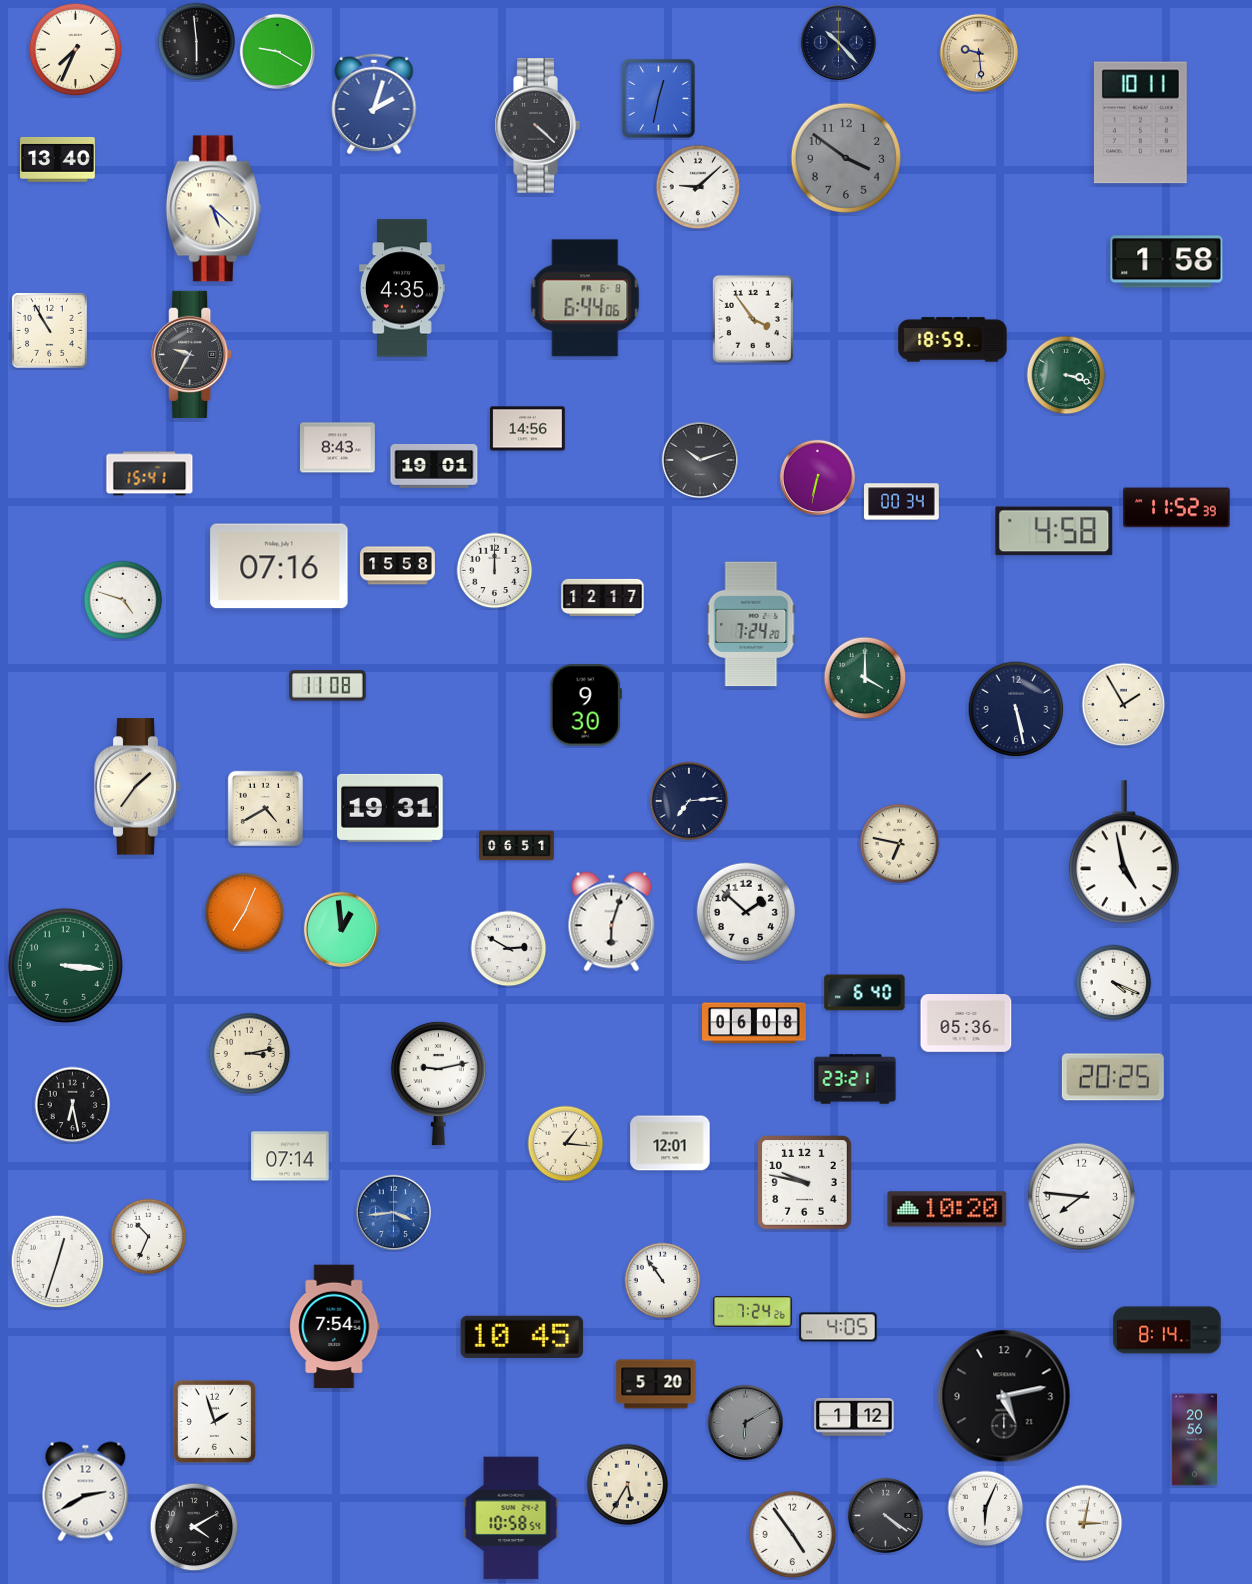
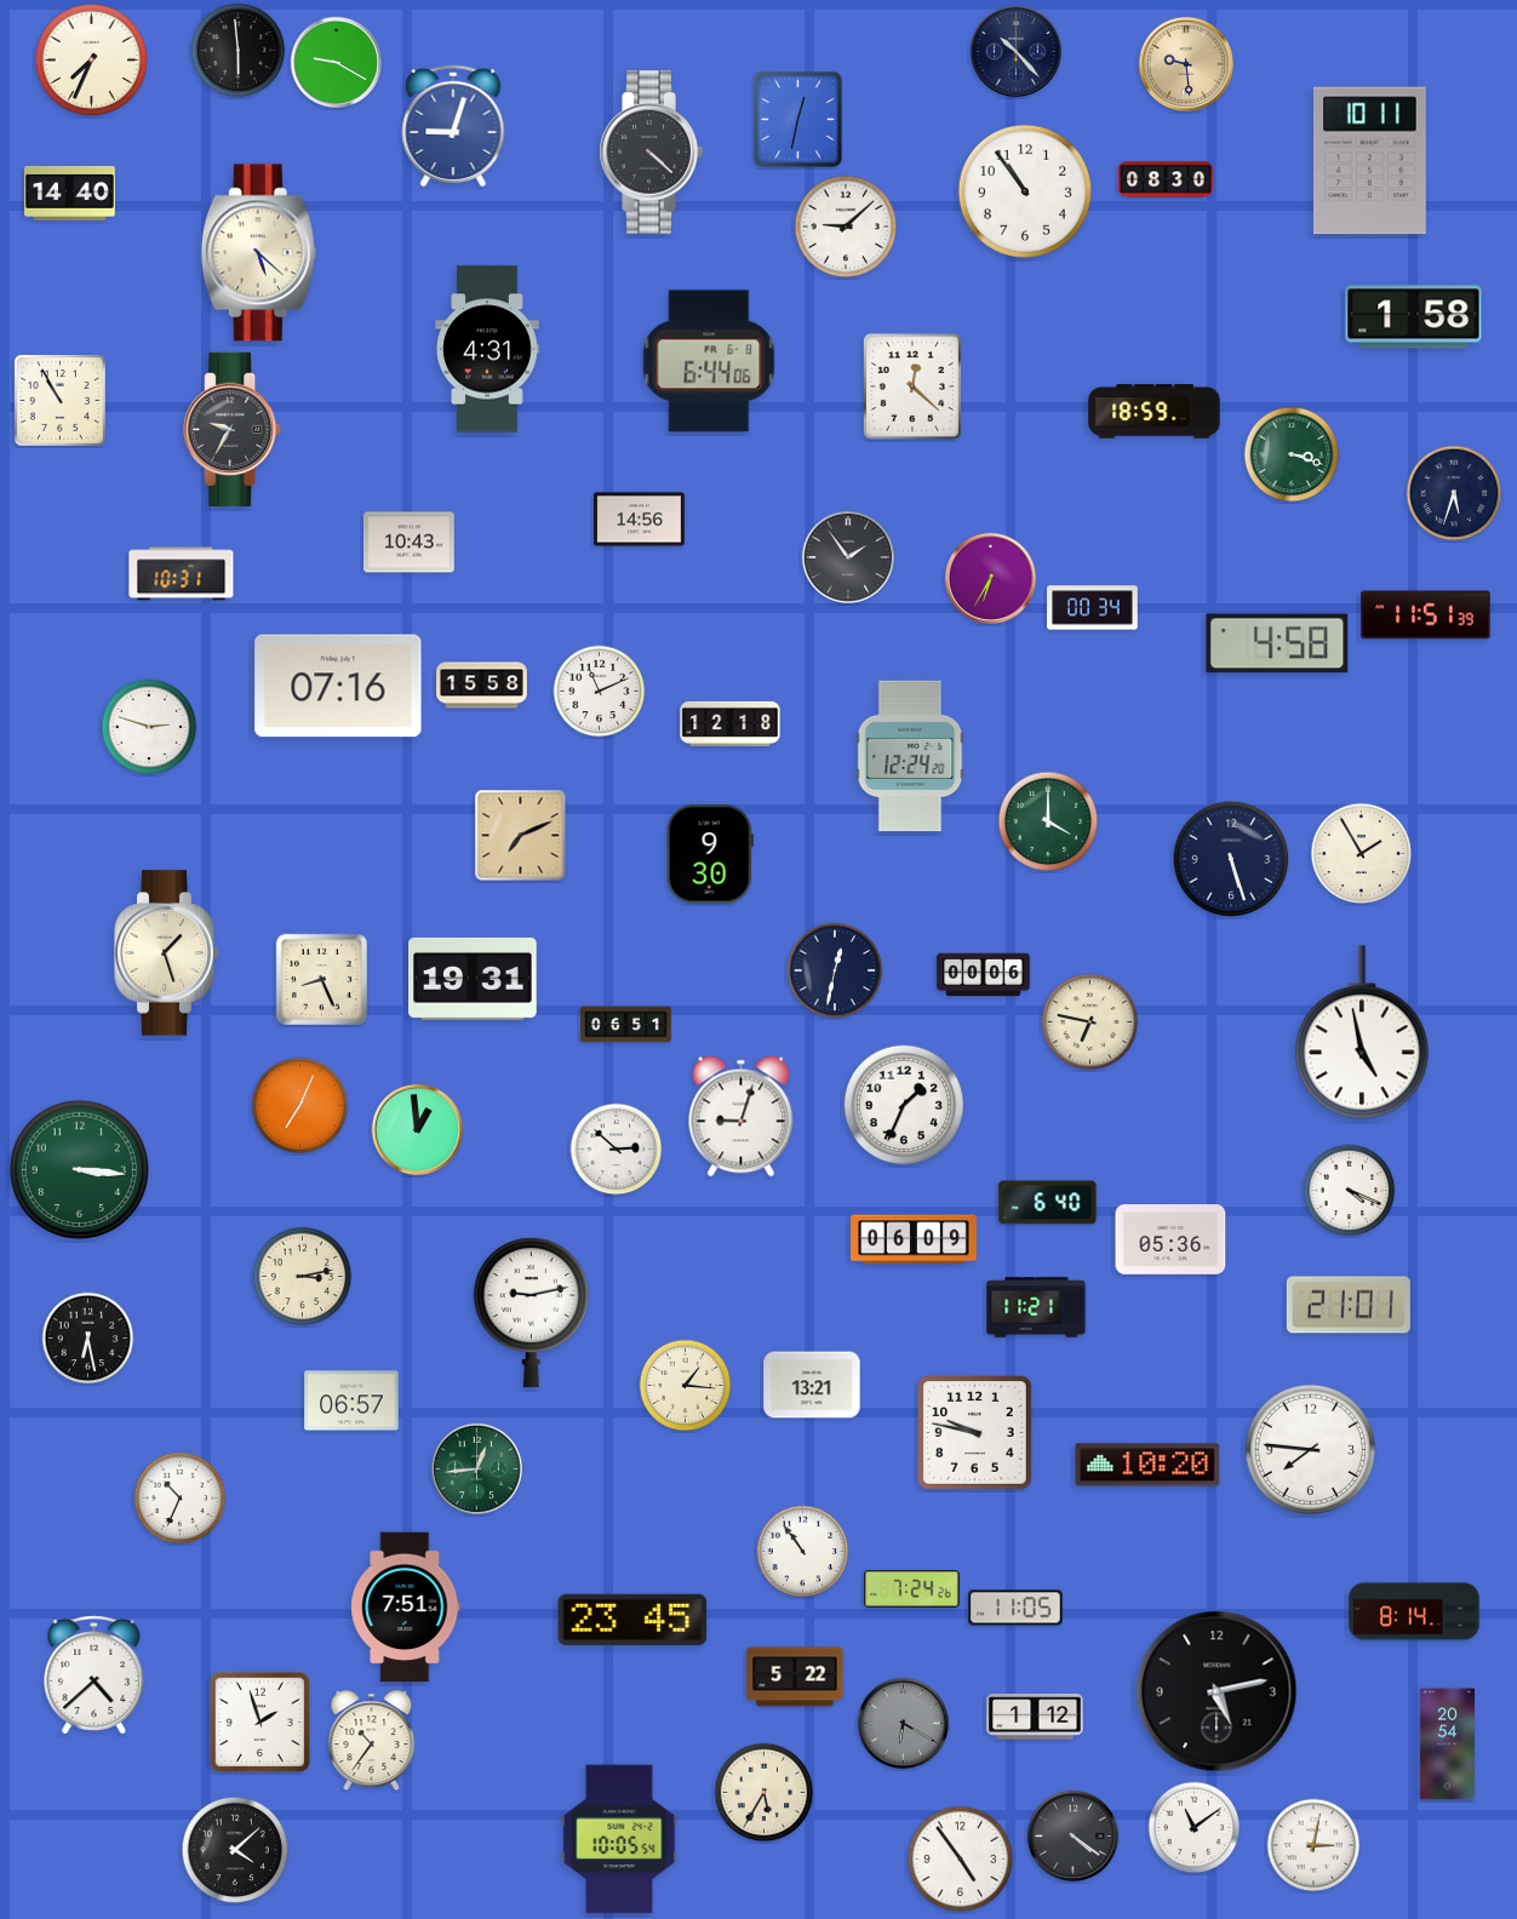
clock at (374, 104): 2:03 -> 9:03
clock at (1140, 123) position: (1140, 123) -> (1369, 161)
clock at (1166, 179): none -> 08:30
clock at (845, 157): 3:51 -> 10:54
clock at (845, 157) dial: grey -> white
clock at (58, 160): 13:40 -> 14:40
clock at (402, 288): 4:35 -> 4:31
clock at (753, 319): 3:54 -> 12:22
clock at (1454, 493): none -> 5:33
clock at (338, 448): 8:43 -> 10:43
clock at (699, 459): 10:12 -> 1:54
clock at (434, 466): 19:01 -> none
clock at (150, 474): 15:41 -> 10:31
clock at (817, 477): 6:32 -> 6:35
clock at (1177, 508): 11:52 -> 11:51
clock at (495, 571): 12:00 -> 11:11
clock at (603, 597): 12:17 -> 12:18
clock at (123, 600): 4:48 -> 2:48
clock at (751, 624): 7:24 -> 12:24
clock at (328, 686): 11:08 -> none
clock at (521, 836): none -> 7:11
clock at (1016, 709): 5:28 -> 5:27
clock at (138, 787): 1:36 -> 1:27
clock at (689, 801): 7:14 -> 12:32
clock at (984, 975): none -> 00:06
clock at (265, 808): 4:40 -> 8:26
clock at (746, 912): 1:52 -> 1:34
clock at (245, 913) position: (245, 913) -> (300, 1106)
clock at (612, 922): 6:03 -> 9:03
clock at (341, 929) position: (341, 929) -> (417, 1129)
clock at (509, 949): 2:50 -> 2:52
clock at (754, 1023): 06:08 -> 06:09
clock at (1113, 1077): 20:25 -> 21:01
clock at (855, 1079): 23:21 -> 11:21
clock at (670, 1143): 12:01 -> 13:21
clock at (290, 1156): 07:14 -> 06:57
clock at (393, 1212): 3:44 -> 12:44
clock at (393, 1212) dial: blue -> green
clock at (58, 1262): 12:33 -> none
clock at (335, 1327): 7:54 -> 7:51
clock at (838, 1327): 4:05 -> 11:05
clock at (522, 1337): 10:45 -> 23:45
clock at (95, 1675): none -> 4:38
clock at (656, 1384): 5:20 -> 5:22
clock at (745, 1422): 6:10 -> 6:20
clock at (372, 1741): none -> 10:36
clock at (1194, 1440): 20:56 -> 20:54
clock at (628, 1485) position: (628, 1485) -> (765, 1793)
clock at (86, 1492): 2:40 -> none
clock at (986, 1509): 6:04 -> 11:09
clock at (511, 1518): 10:58 -> 10:05
clock at (194, 1527): 4:10 -> 4:08
